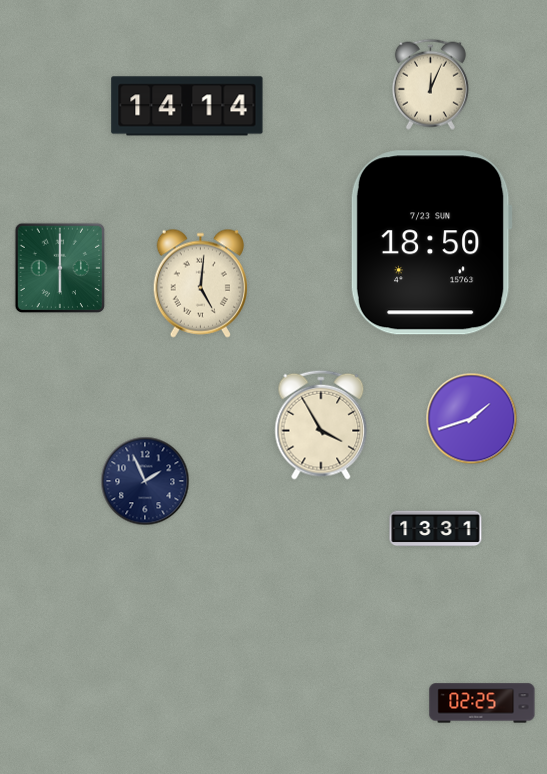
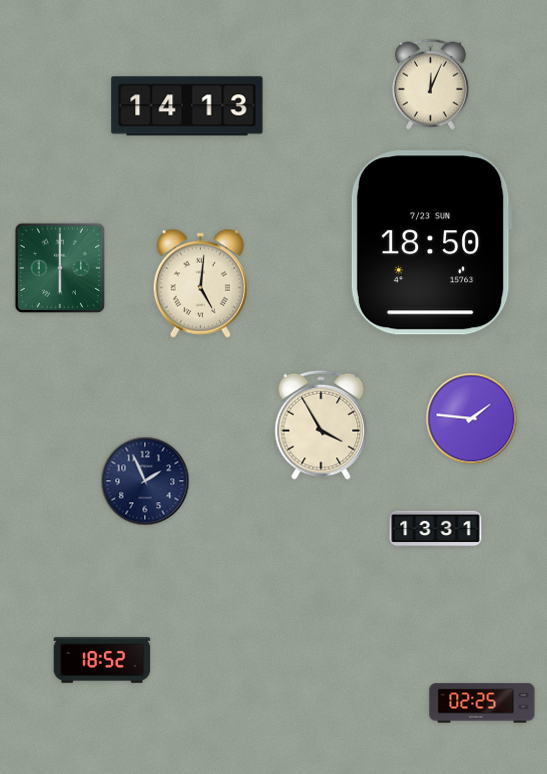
clock at (187, 106): 14:14 -> 14:13
clock at (472, 419): 1:42 -> 1:46
clock at (102, 660): none -> 18:52
